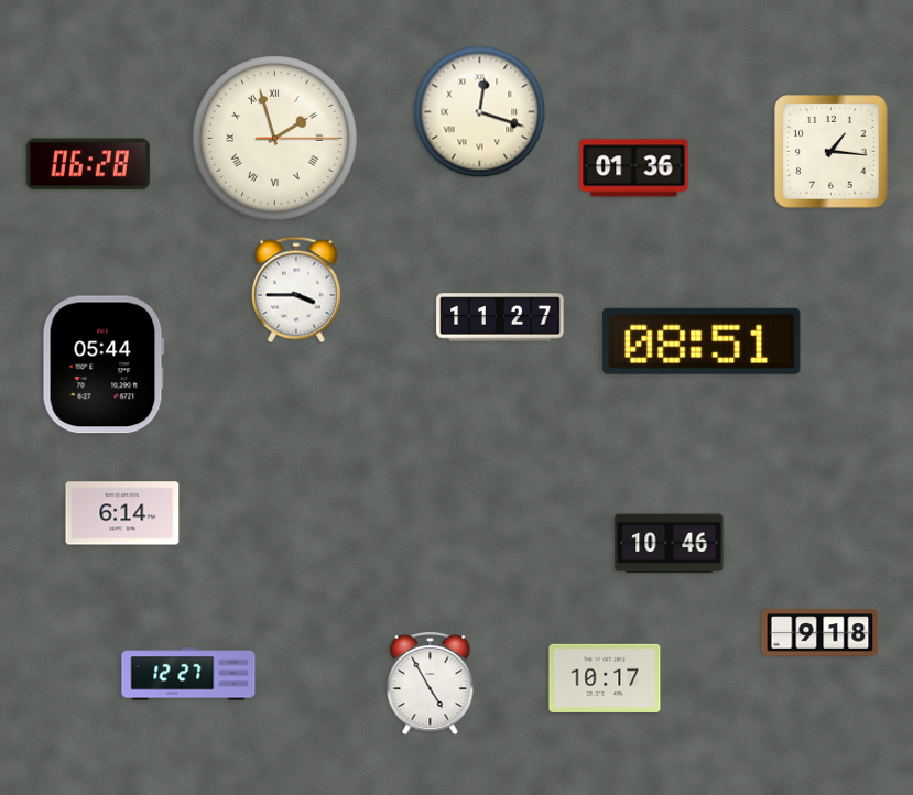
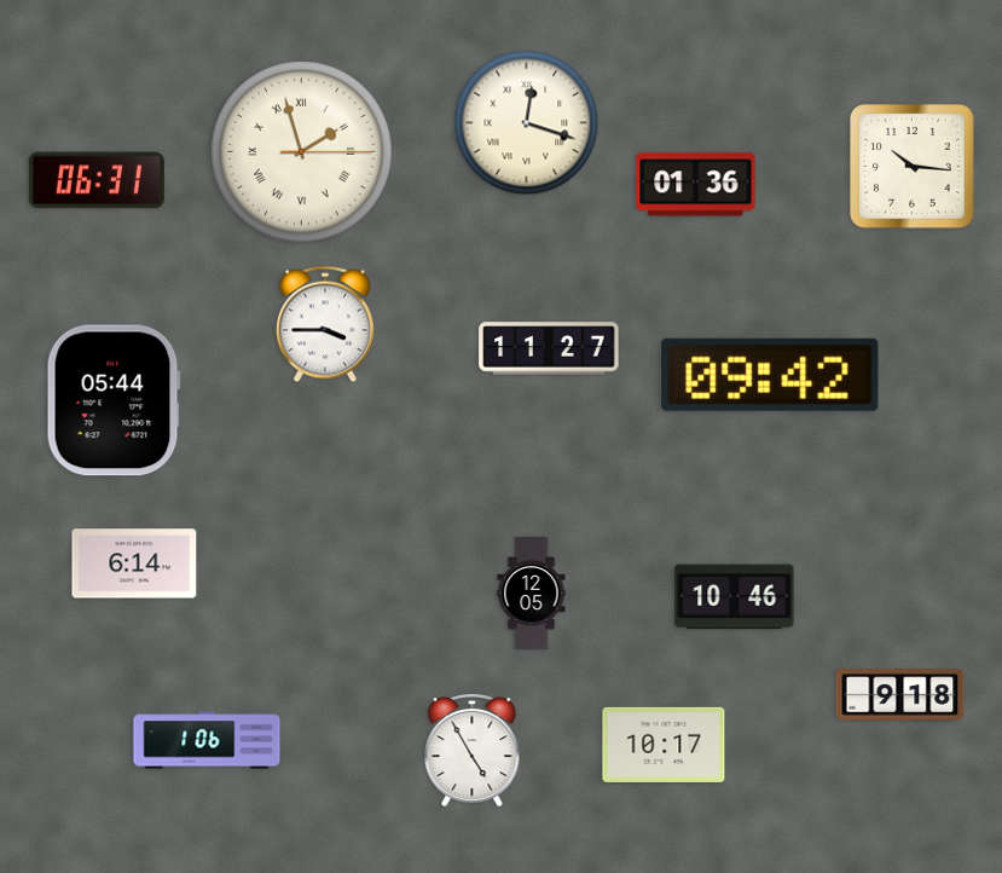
clock at (832, 152): 1:16 -> 10:16
clock at (88, 164): 06:28 -> 06:31
clock at (296, 290) position: (296, 290) -> (325, 324)
clock at (702, 341): 08:51 -> 09:42
clock at (532, 594): none -> 12:05
clock at (188, 674): 12:27 -> 1:06
